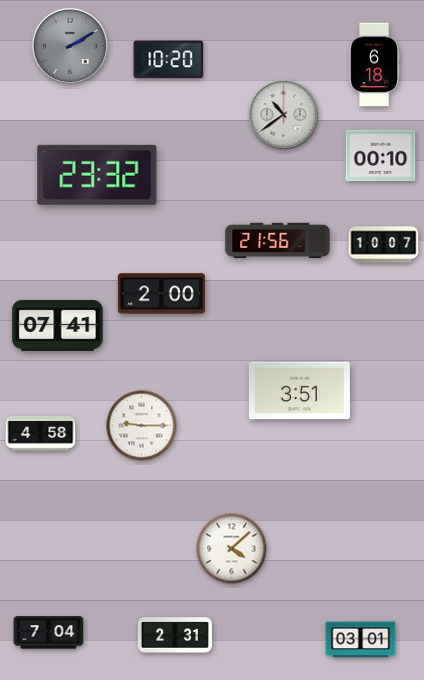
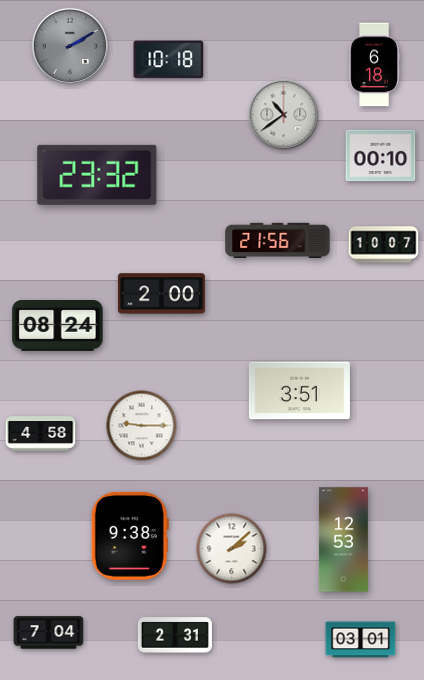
clock at (169, 60): 10:20 -> 10:18
clock at (58, 325): 07:41 -> 08:24
clock at (130, 536): none -> 9:38
clock at (343, 540): none -> 12:53
clock at (232, 549): 4:08 -> 2:08
